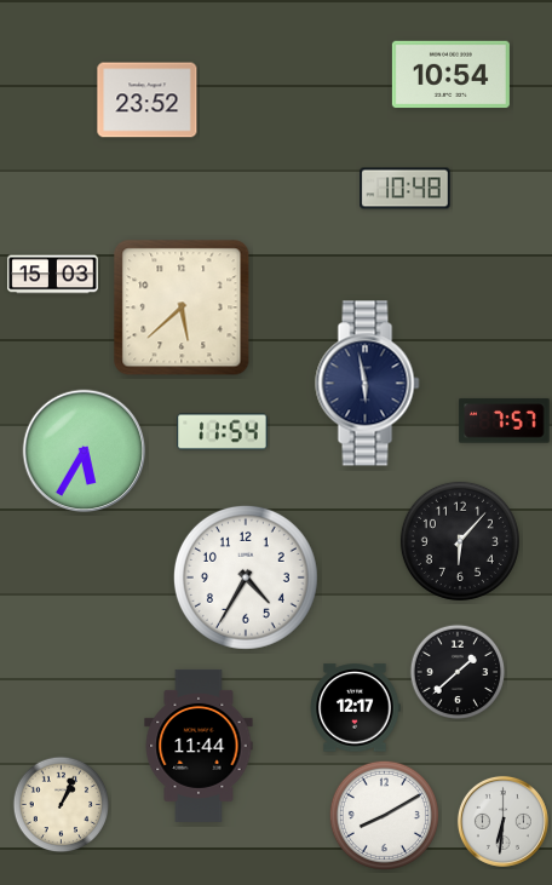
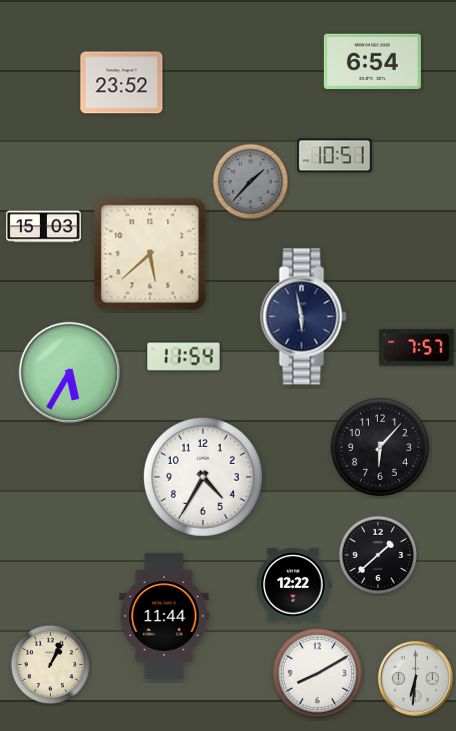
clock at (450, 75): 10:54 -> 6:54
clock at (406, 189): 10:48 -> 10:51
clock at (251, 182): none -> 1:37
clock at (355, 708): 12:17 -> 12:22
